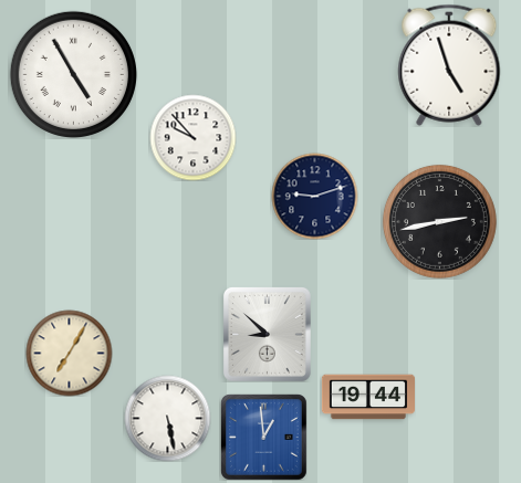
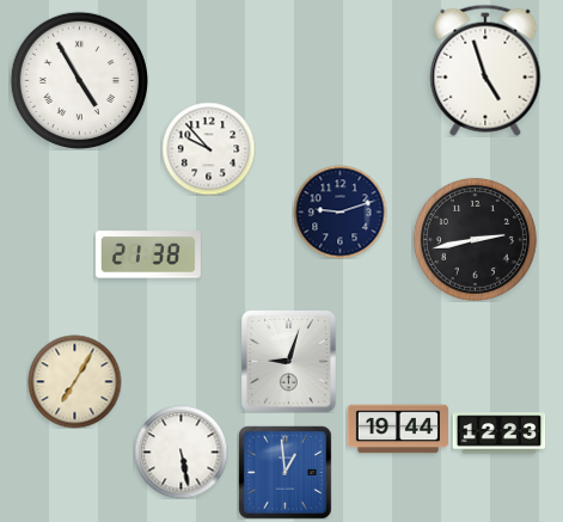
clock at (148, 254): none -> 21:38
clock at (267, 334): 8:52 -> 9:03
clock at (498, 434): none -> 12:23
